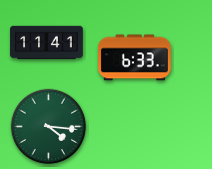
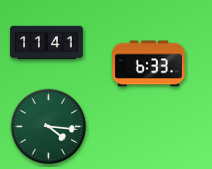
clock at (135, 58) position: (135, 58) -> (149, 64)
